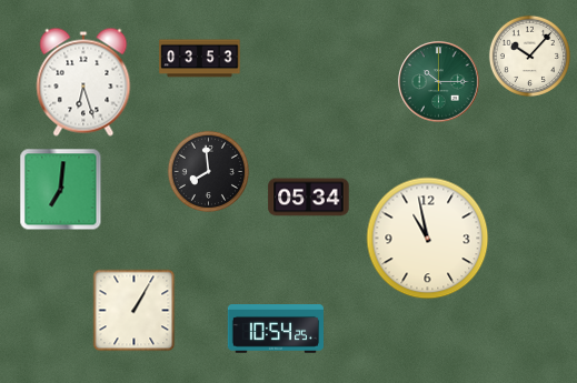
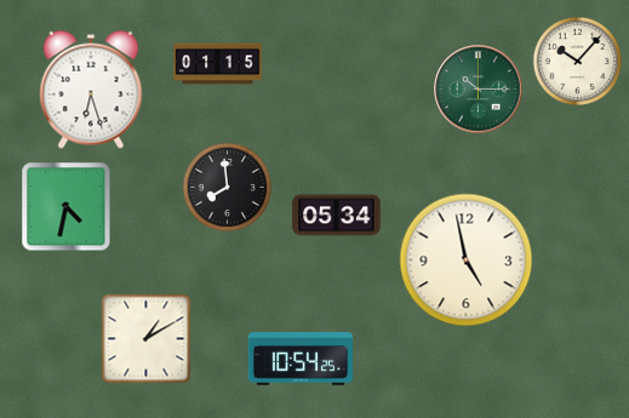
clock at (200, 59): 03:53 -> 01:15
clock at (61, 190): 7:01 -> 4:32
clock at (428, 239): 10:58 -> 4:58
clock at (135, 311): 1:05 -> 1:10
